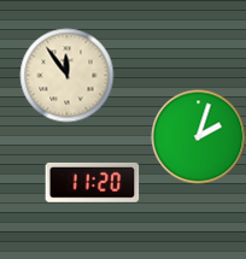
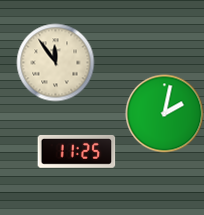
clock at (198, 136): 2:03 -> 2:02
clock at (92, 182): 11:20 -> 11:25
